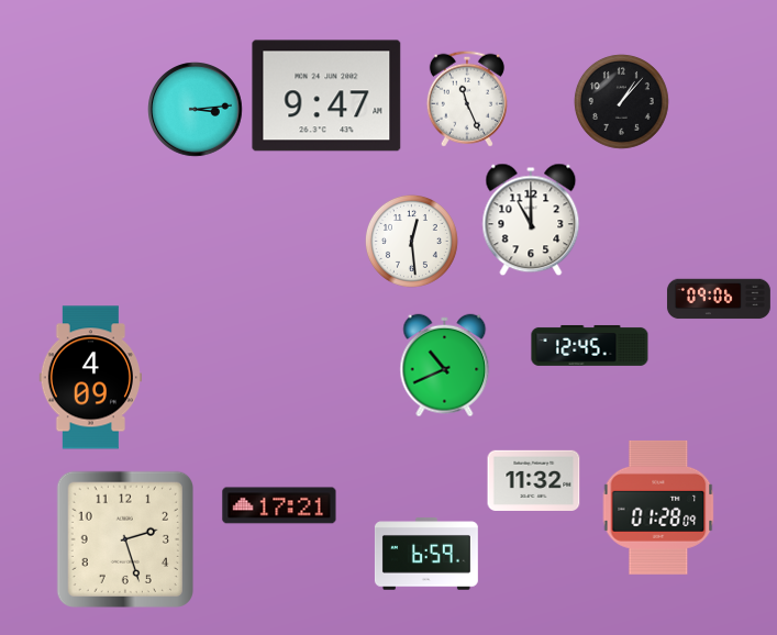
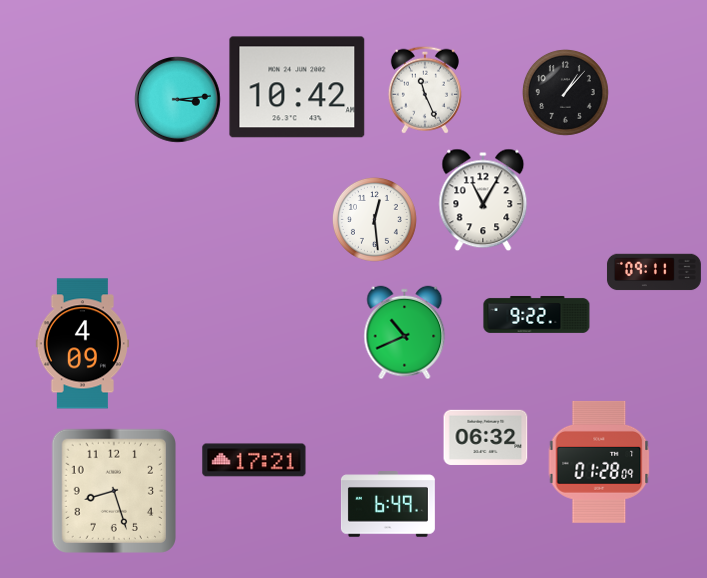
clock at (326, 96): 9:47 -> 10:42
clock at (531, 220): 11:00 -> 11:05
clock at (719, 299): 09:06 -> 09:11
clock at (590, 346): 12:45 -> 9:22
clock at (534, 480): 11:32 -> 06:32
clock at (125, 539): 2:27 -> 8:27
clock at (426, 554): 6:59 -> 6:49
